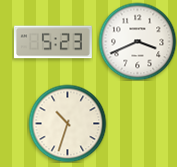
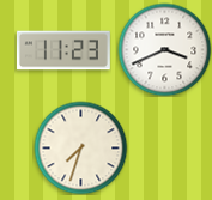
clock at (53, 42): 5:23 -> 11:23
clock at (67, 123): 10:33 -> 7:33
